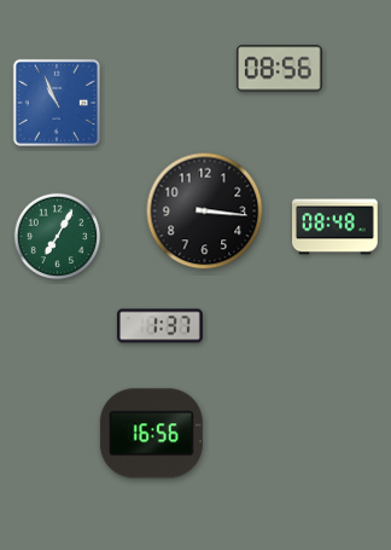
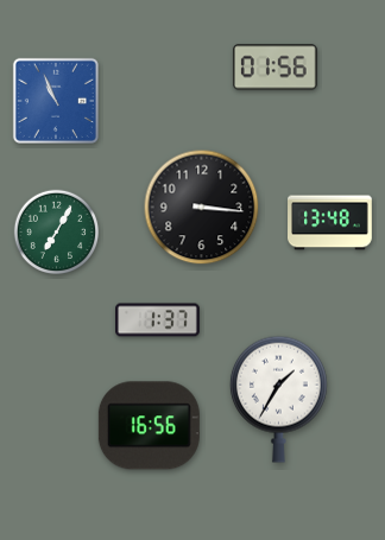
clock at (279, 69): 08:56 -> 01:56
clock at (335, 227): 08:48 -> 13:48
clock at (278, 399): none -> 1:35
